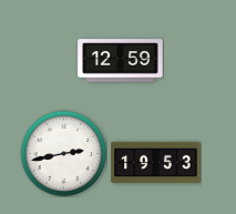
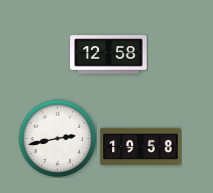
clock at (121, 61): 12:59 -> 12:58
clock at (156, 163): 19:53 -> 19:58
